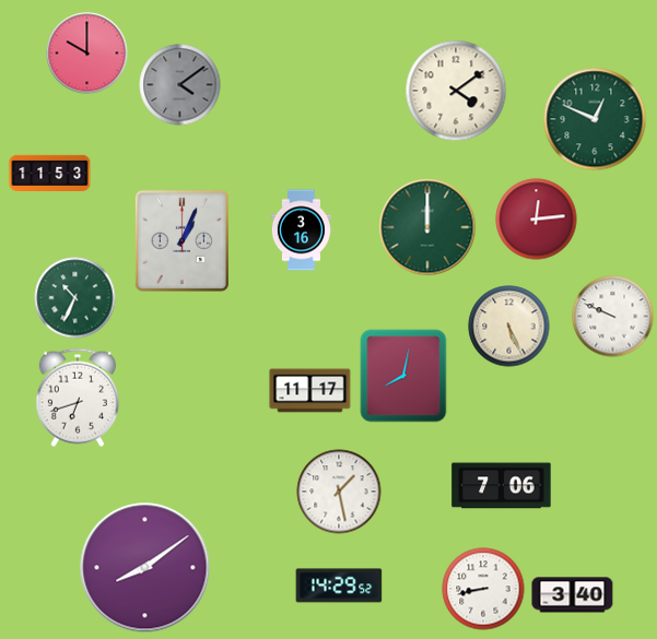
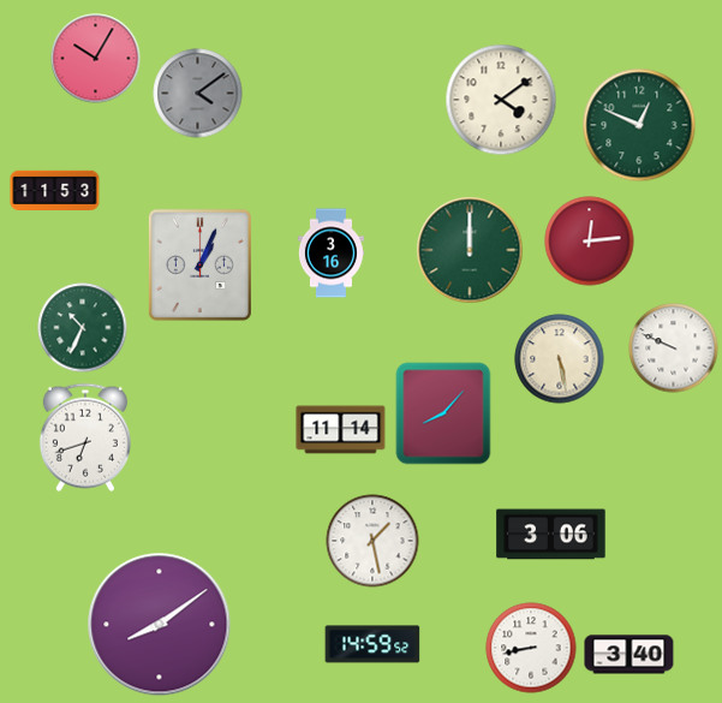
clock at (87, 54): 10:00 -> 10:05
clock at (595, 119) position: (595, 119) -> (639, 125)
clock at (509, 327): 5:26 -> 5:28
clock at (403, 376): 8:02 -> 8:07
clock at (310, 391): 11:17 -> 11:14
clock at (502, 486): 7:06 -> 3:06
clock at (339, 585): 14:29 -> 14:59
